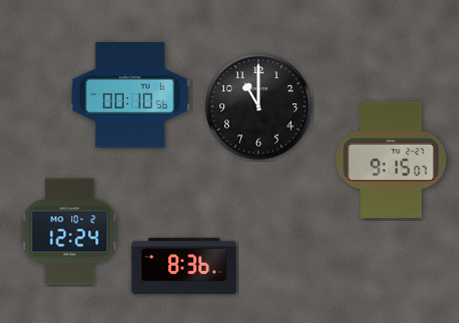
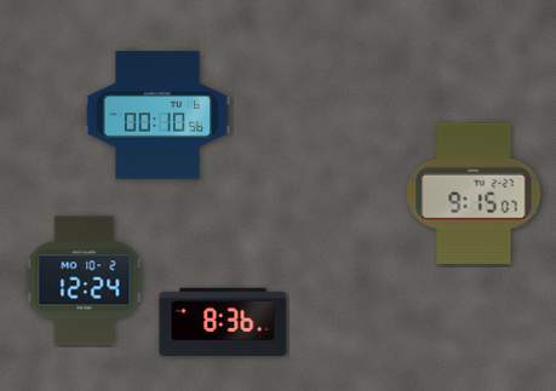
clock at (259, 107): 11:00 -> none
